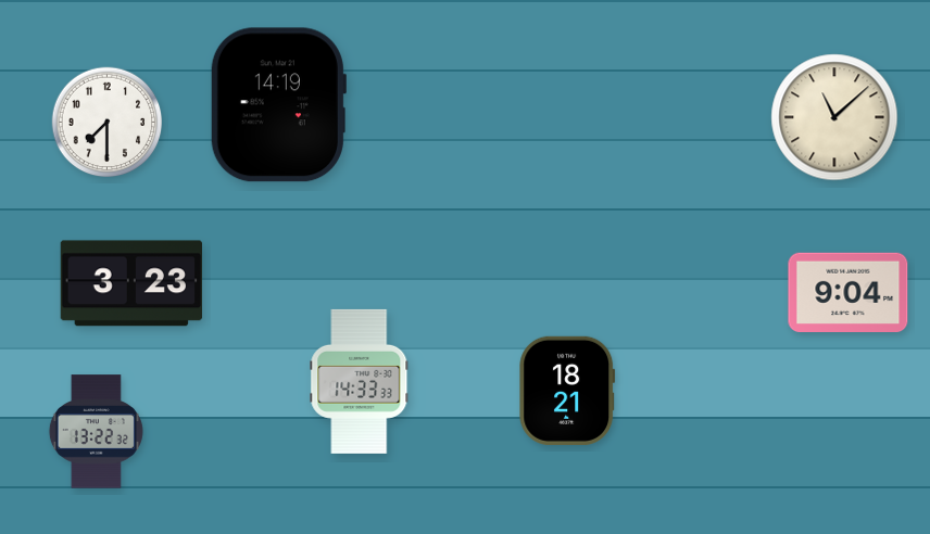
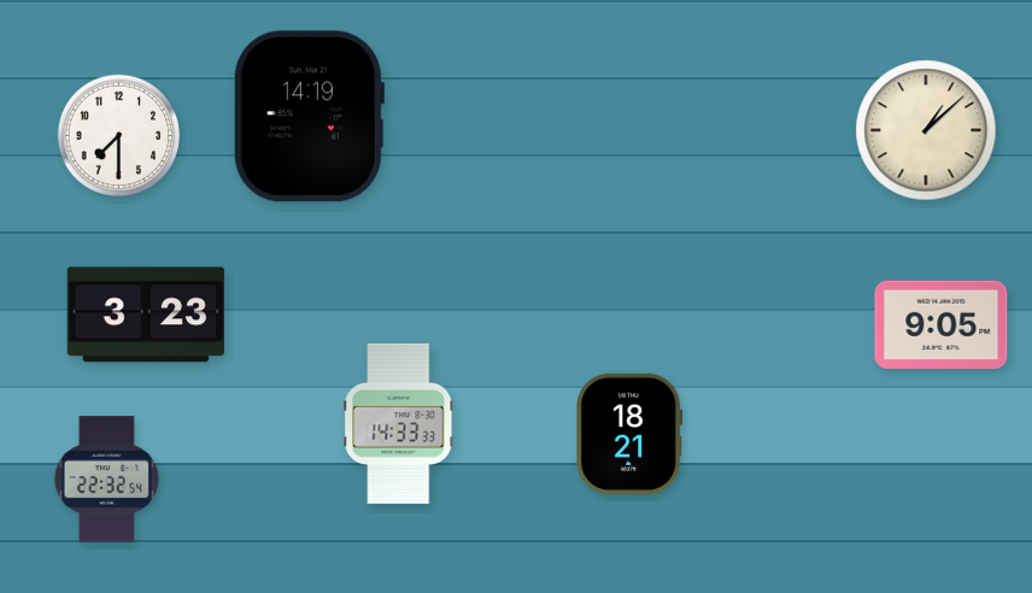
clock at (834, 117): 11:08 -> 1:08
clock at (849, 293): 9:04 -> 9:05
clock at (96, 432): 13:22 -> 22:32
